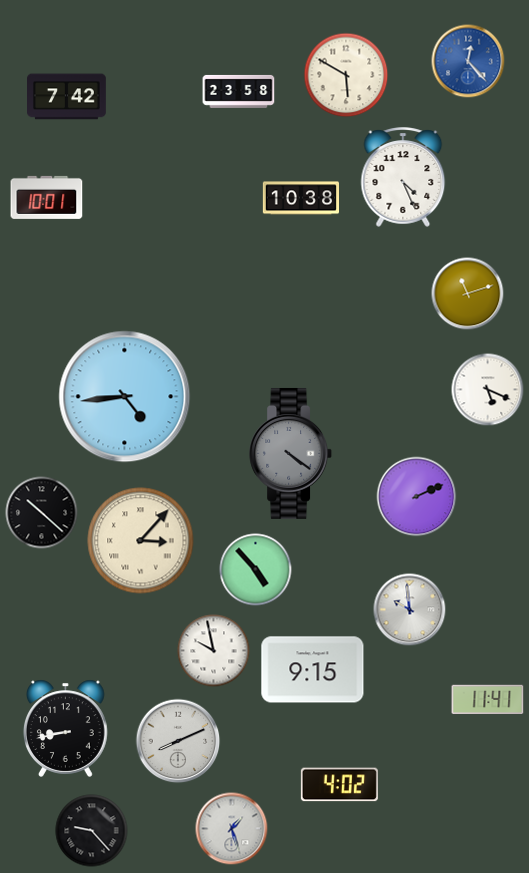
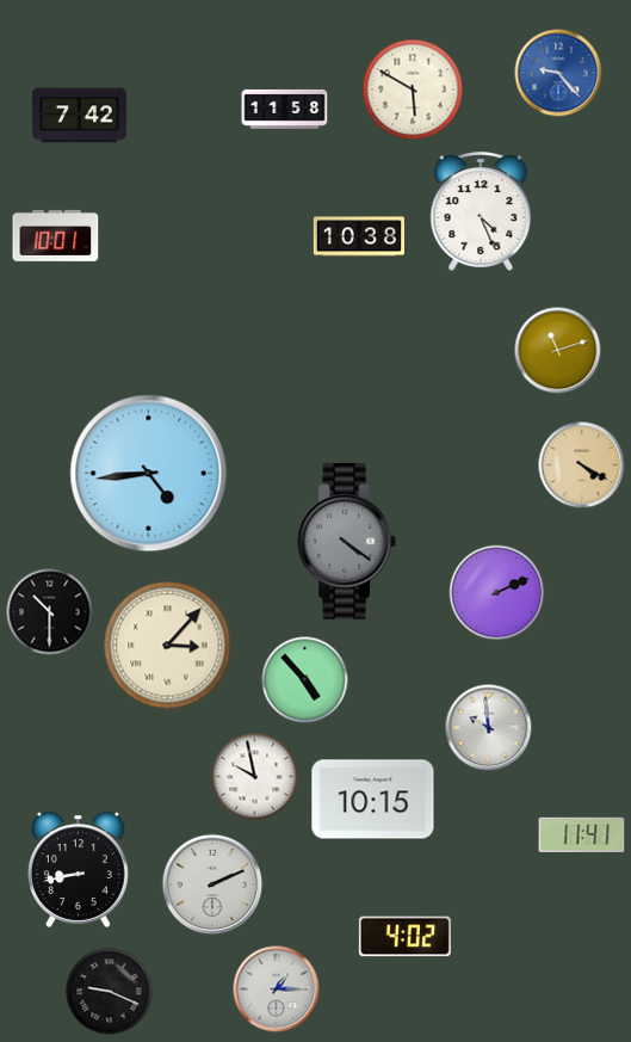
clock at (468, 61): 12:23 -> 9:23
clock at (239, 91): 23:58 -> 11:58
clock at (488, 390): 5:19 -> 4:20
clock at (488, 390) dial: white -> champagne
clock at (42, 513): 10:22 -> 10:30
clock at (313, 670): 9:15 -> 10:15
clock at (178, 741): 8:11 -> 2:11
clock at (232, 829): 1:27 -> 1:15
clock at (92, 831): 9:23 -> 9:19
